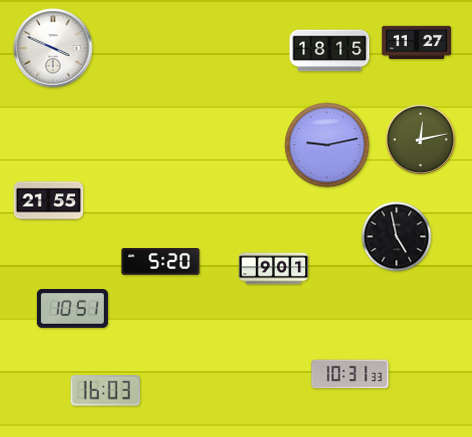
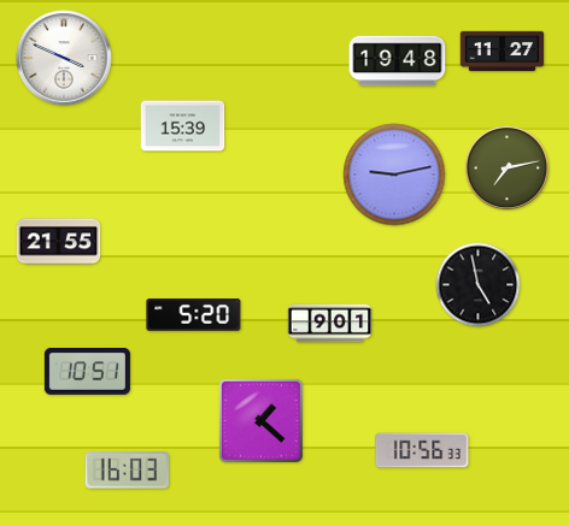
clock at (330, 51): 18:15 -> 19:48
clock at (183, 126): none -> 15:39
clock at (421, 140): 12:13 -> 7:13
clock at (260, 420): none -> 1:22
clock at (350, 374): 10:31 -> 10:56
